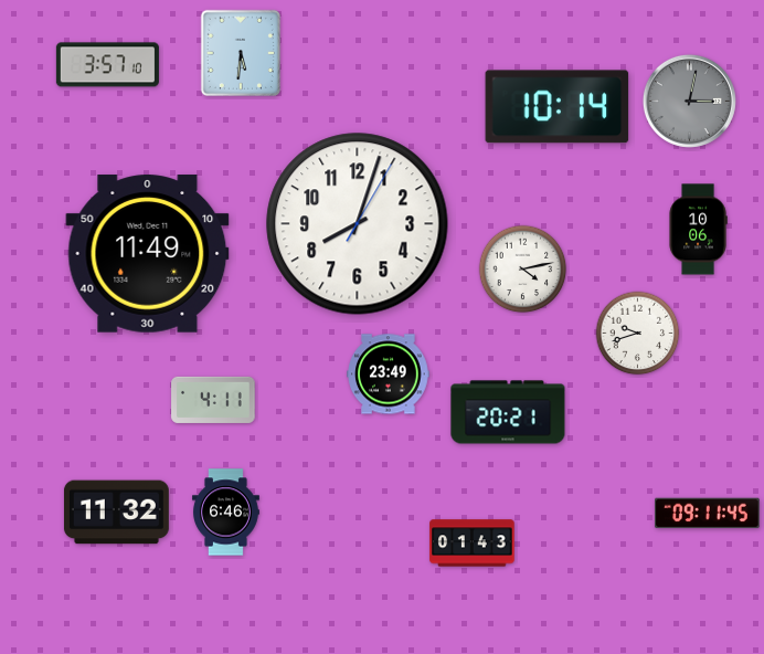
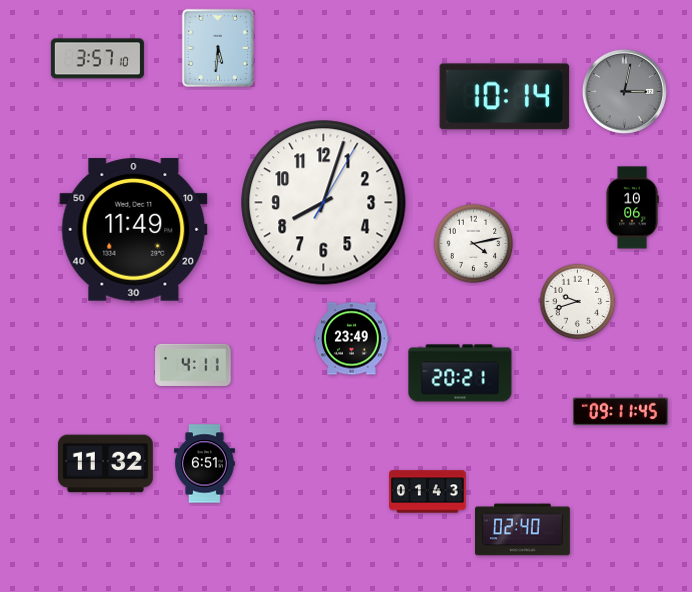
clock at (213, 400) position: (213, 400) -> (193, 365)
clock at (226, 513): 6:46 -> 6:51
clock at (707, 514) position: (707, 514) -> (620, 412)
clock at (523, 530): none -> 02:40
